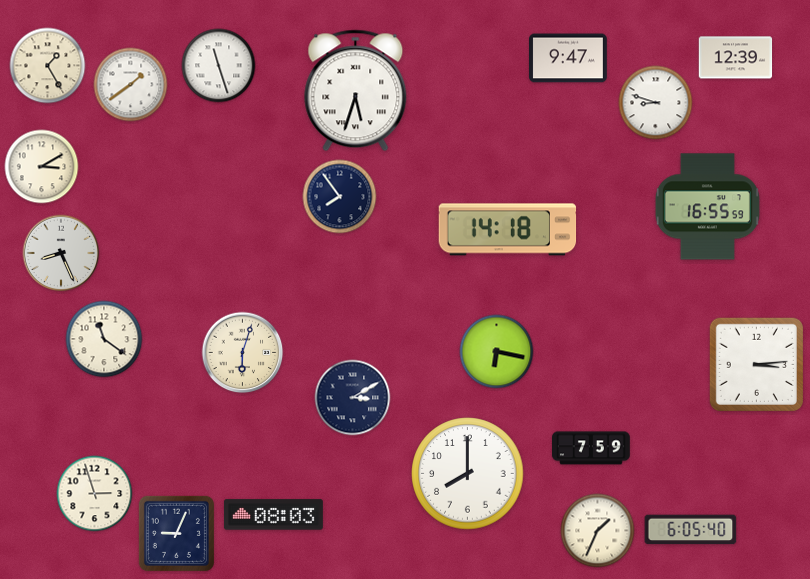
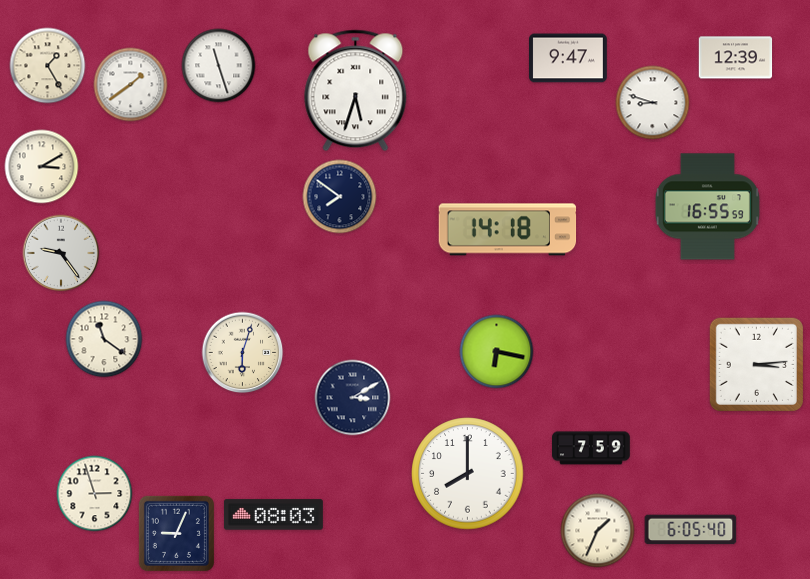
clock at (656, 103) position: (656, 103) -> (653, 103)
clock at (340, 197): 7:54 -> 7:51
clock at (61, 253): 8:26 -> 9:24
